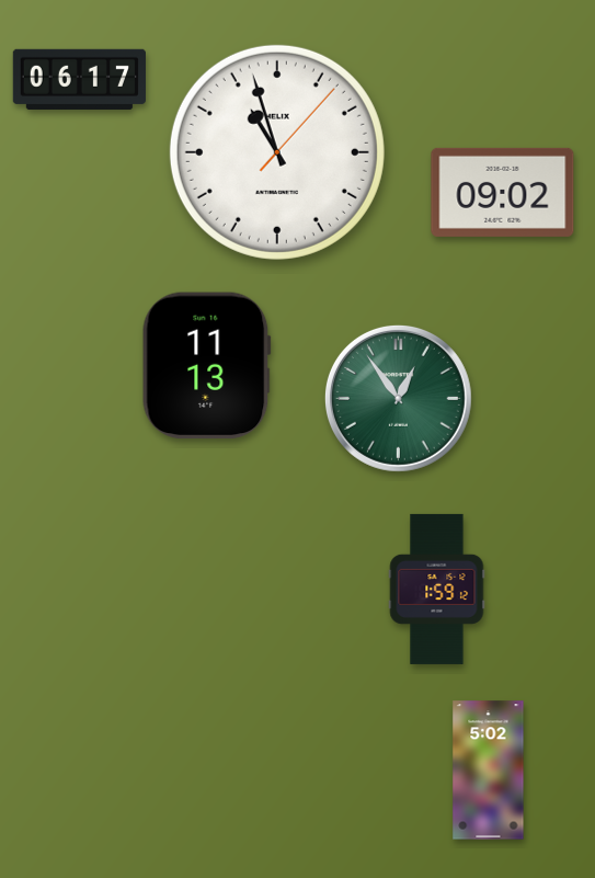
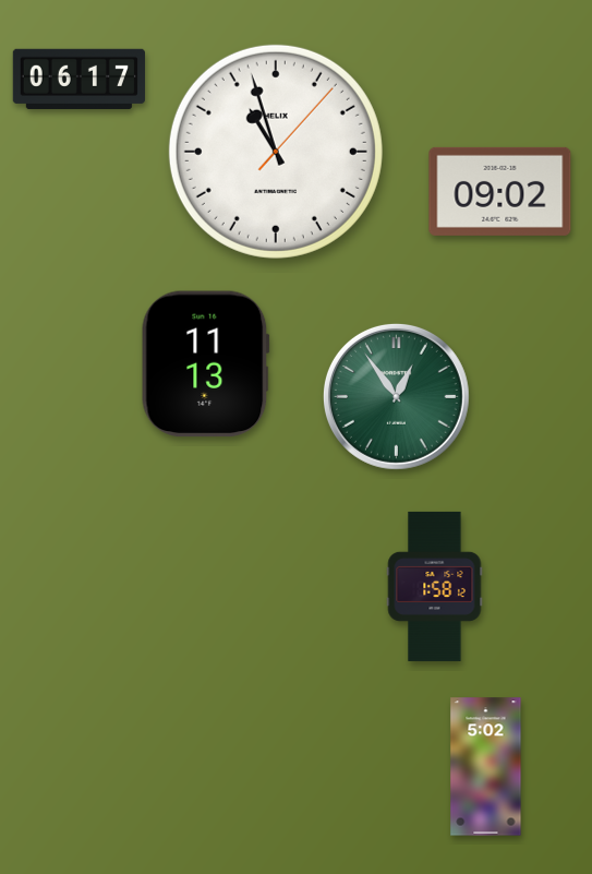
clock at (437, 589): 1:59 -> 1:58
